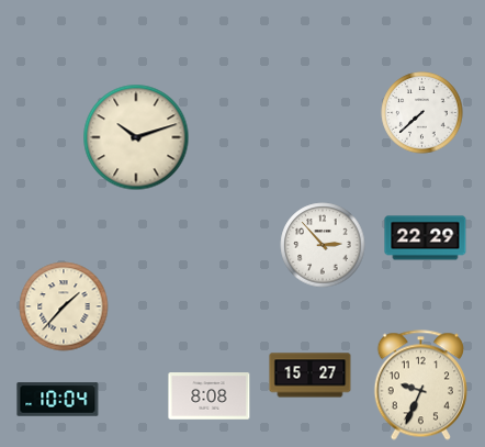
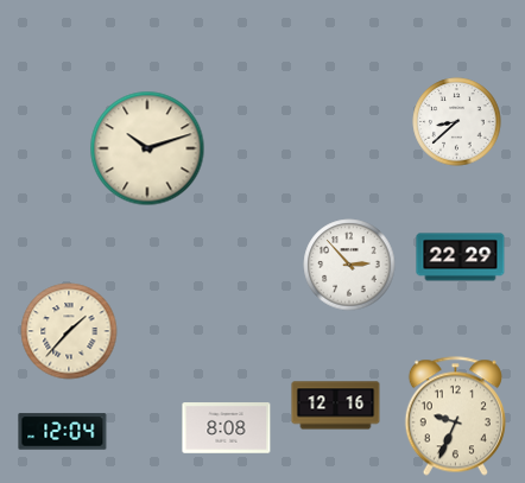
clock at (422, 113): 7:38 -> 8:38
clock at (311, 376): 15:27 -> 12:16
clock at (58, 400): 10:04 -> 12:04
